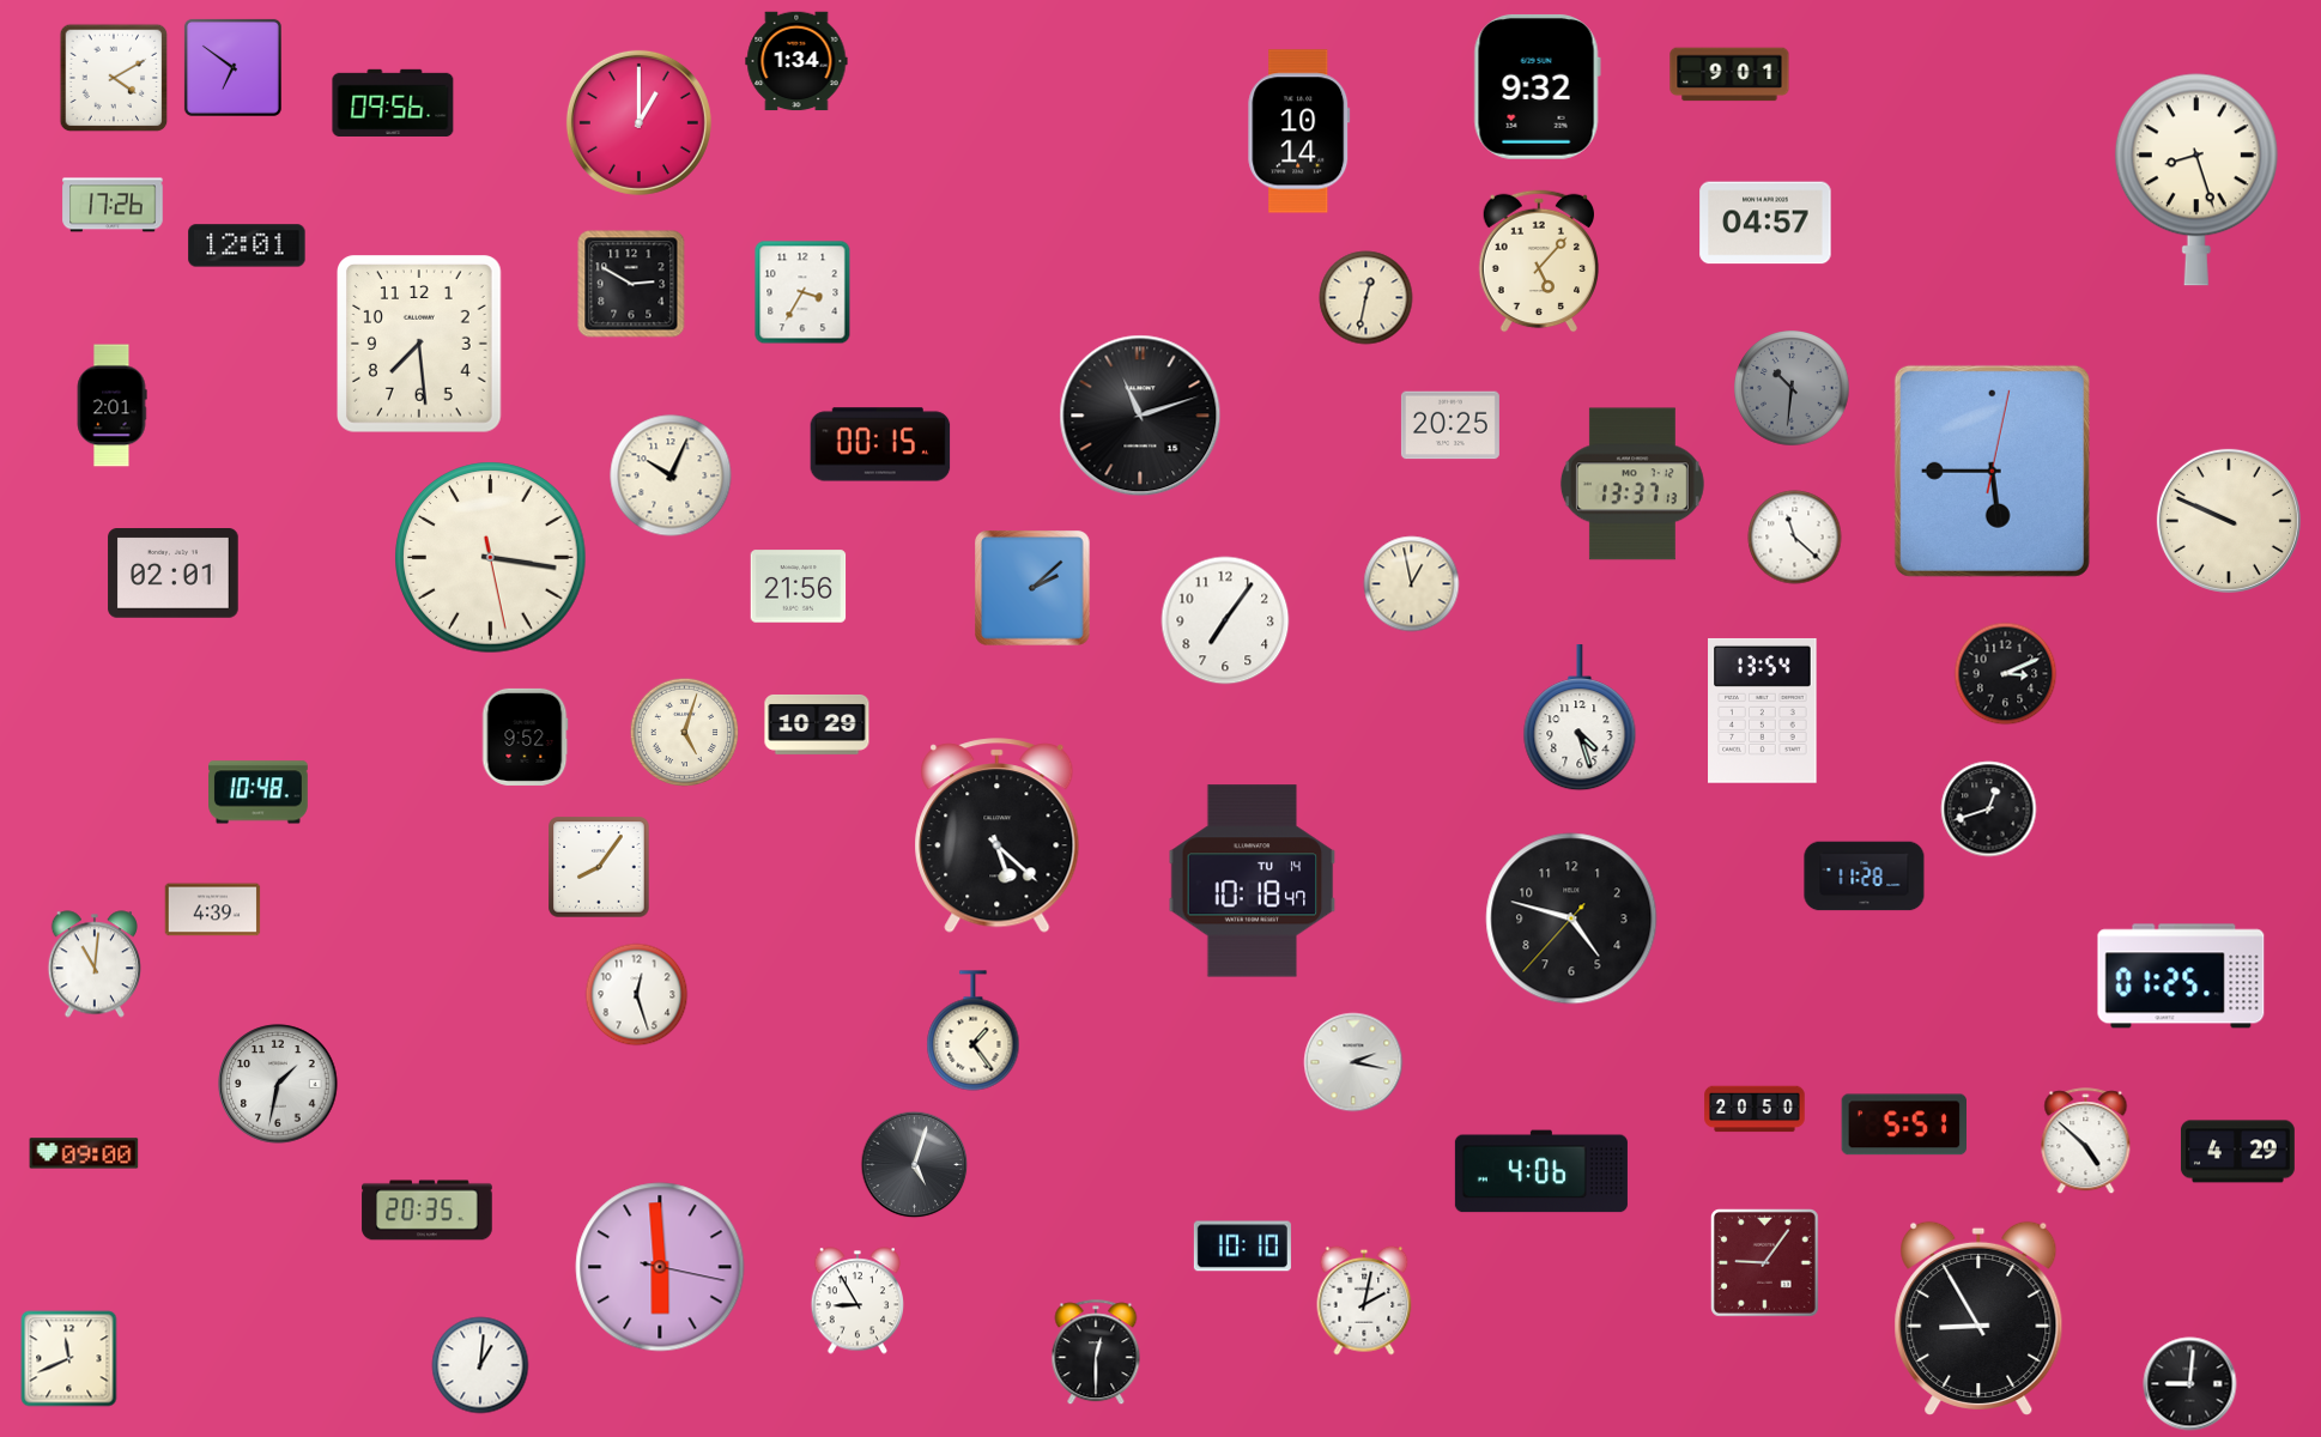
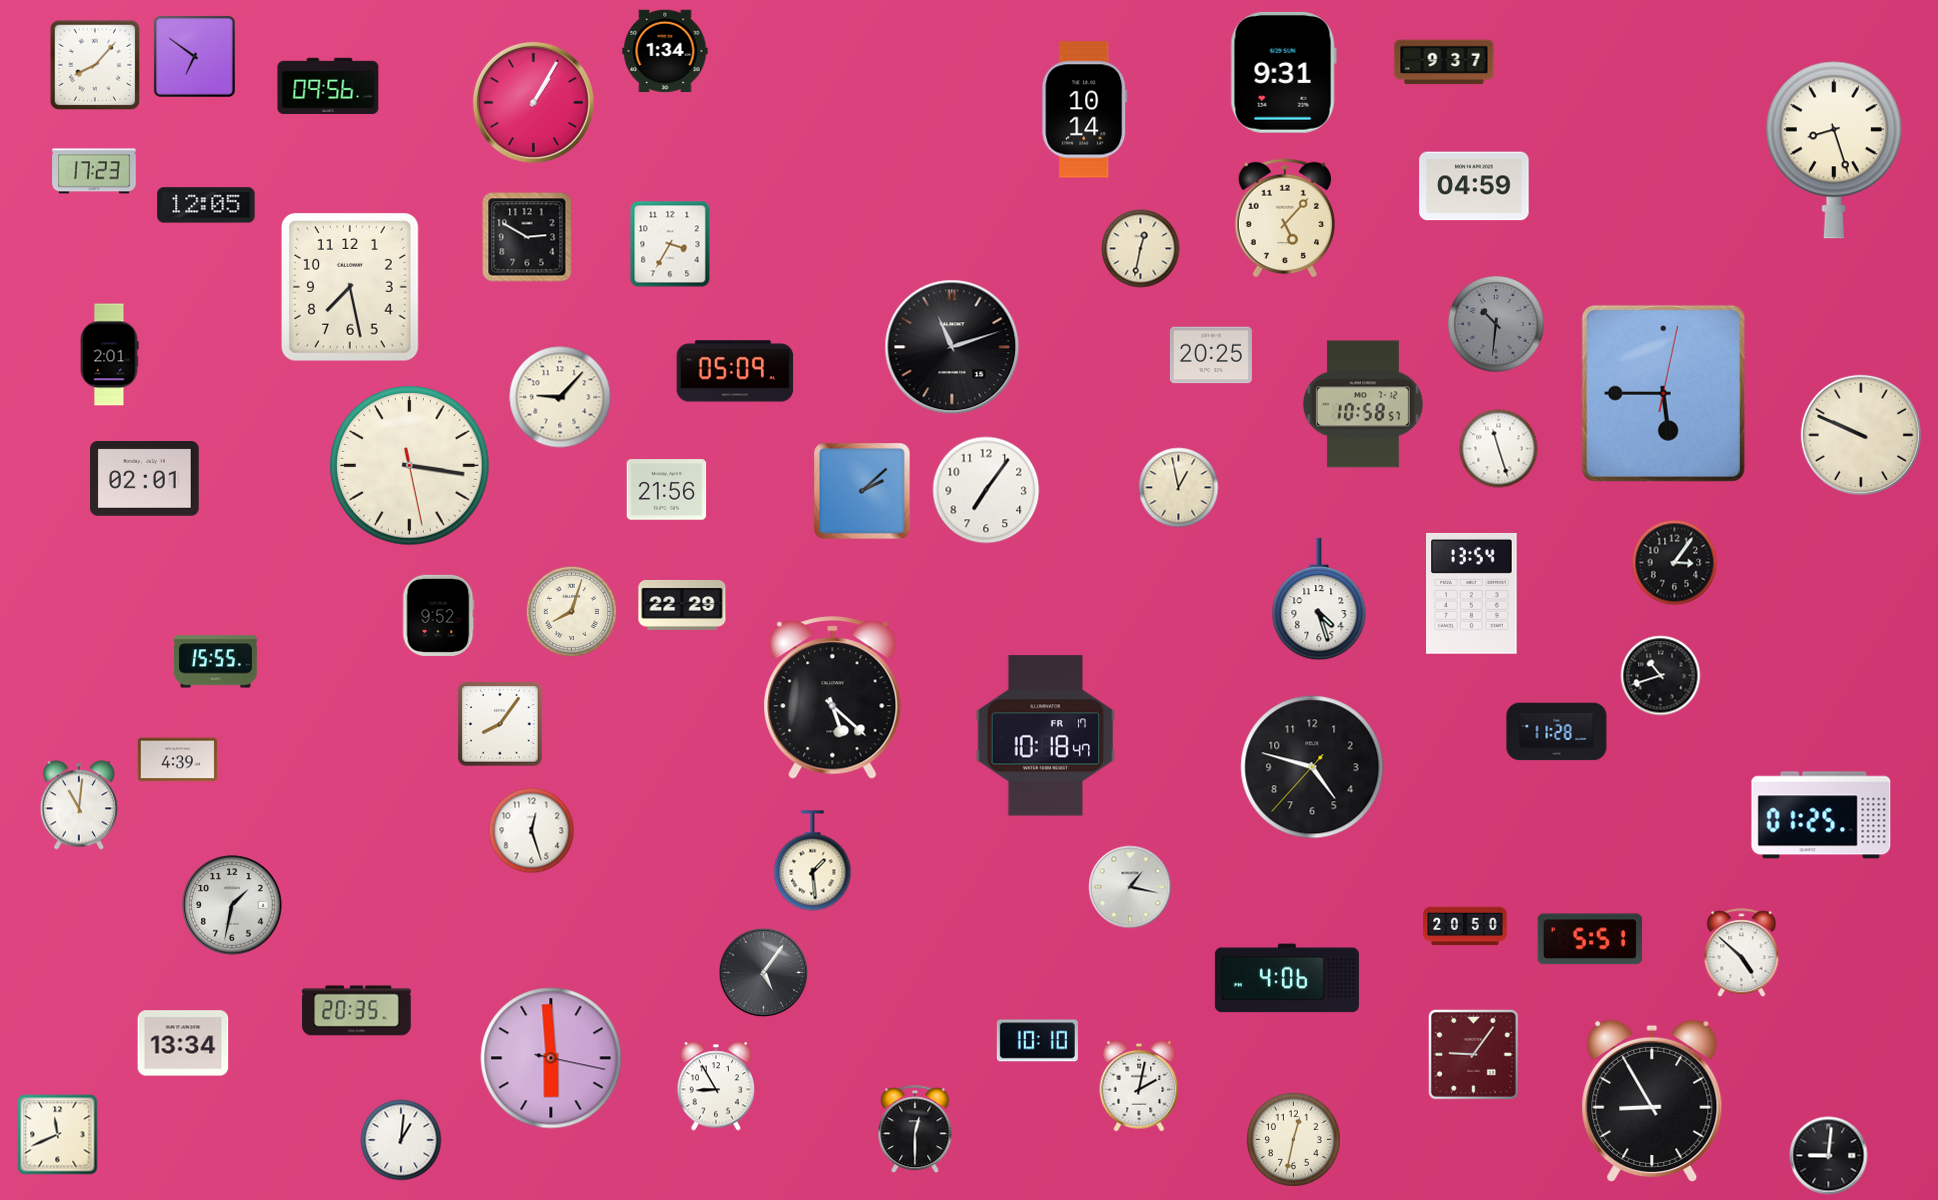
clock at (1729, 74): 9:01 -> 9:37
clock at (114, 78): 4:10 -> 8:07
clock at (1537, 86): 9:32 -> 9:31
clock at (638, 122): 1:00 -> 1:05
clock at (113, 205): 17:26 -> 17:23
clock at (1765, 223): 04:57 -> 04:59
clock at (247, 245): 12:01 -> 12:05
clock at (420, 344): 7:29 -> 7:28
clock at (111, 406) position: (111, 406) -> (109, 355)
clock at (880, 444): 00:15 -> 05:09
clock at (671, 475): 10:04 -> 9:07
clock at (1632, 484): 13:37 -> 10:58
clock at (1795, 538): 11:22 -> 11:27
clock at (1225, 620) position: (1225, 620) -> (986, 490)
clock at (2006, 674): 3:11 -> 3:06
clock at (817, 724): 10:29 -> 22:29
clock at (685, 733): 5:03 -> 8:03
clock at (259, 793): 10:48 -> 15:55
clock at (1989, 810): 12:42 -> 10:42
clock at (1253, 881) date: TU 14 -> FR 17
clock at (974, 1031): 1:24 -> 1:29
clock at (1353, 1062): 2:17 -> 1:17
clock at (2237, 1152): 4:29 -> none
clock at (84, 1153): 09:00 -> none
clock at (915, 1165): 5:03 -> 5:06
clock at (183, 1043): none -> 13:34
clock at (1293, 1139): none -> 12:32
